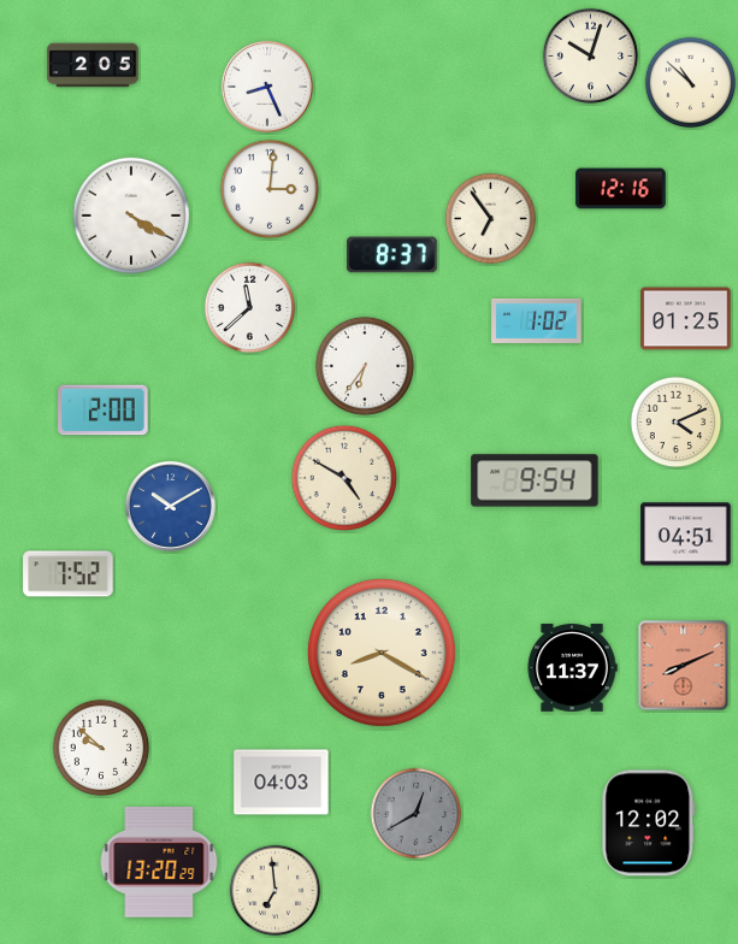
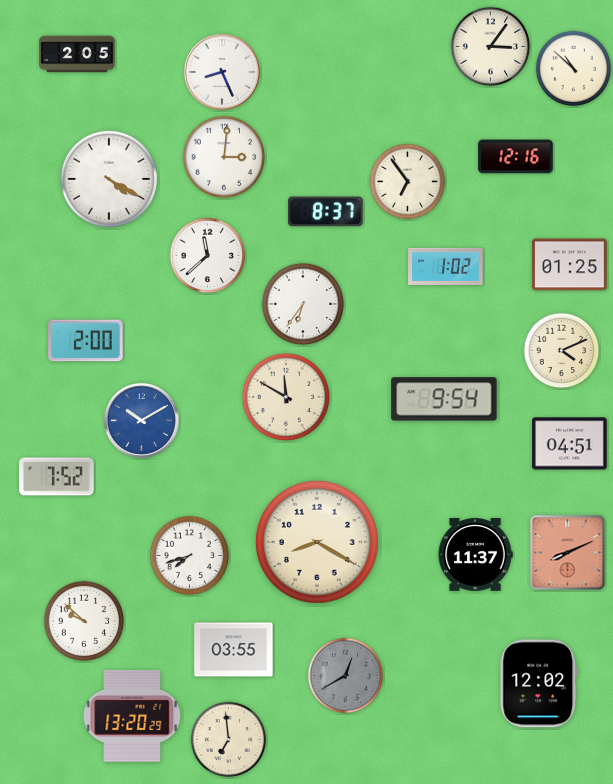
clock at (591, 57): 10:03 -> 3:06
clock at (343, 477): 4:50 -> 11:50
clock at (190, 556): none -> 7:42
clock at (282, 783): 04:03 -> 03:55
